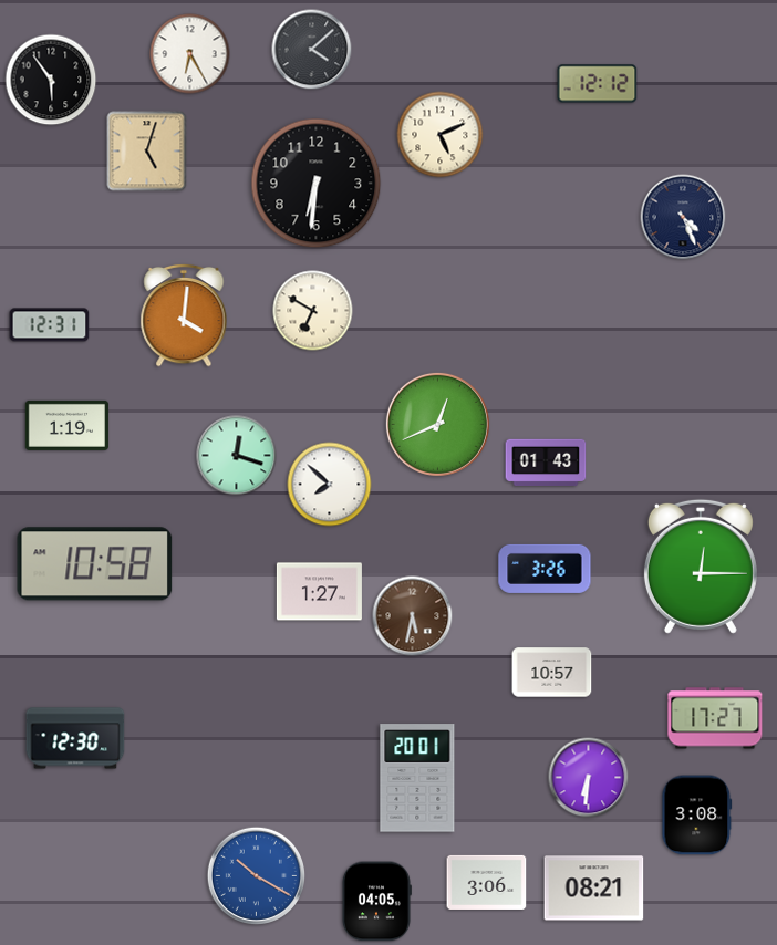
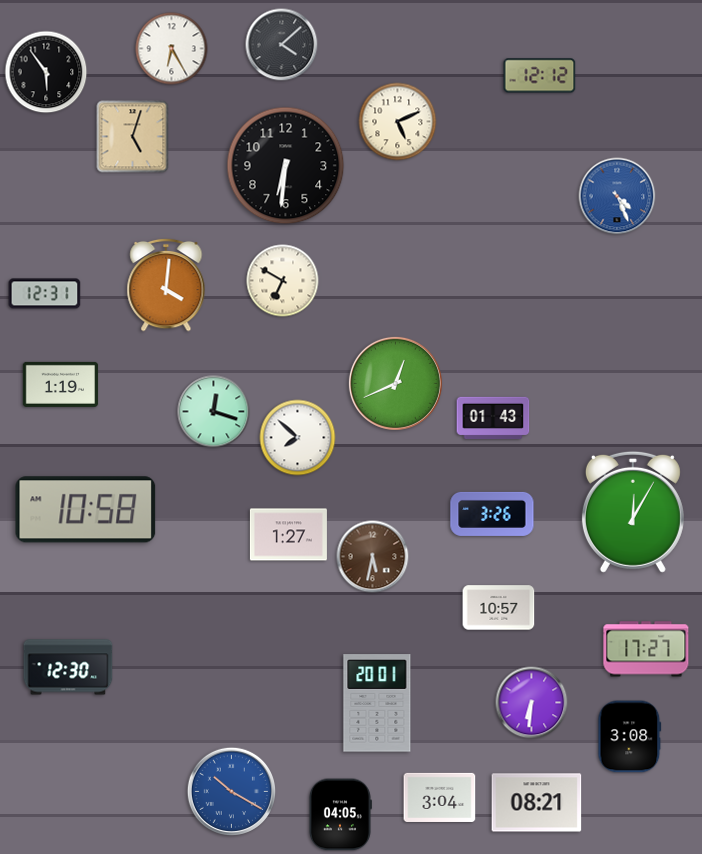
clock at (683, 217) dial: navy -> blue
clock at (701, 567): 12:15 -> 12:05
clock at (487, 882): 3:06 -> 3:04
